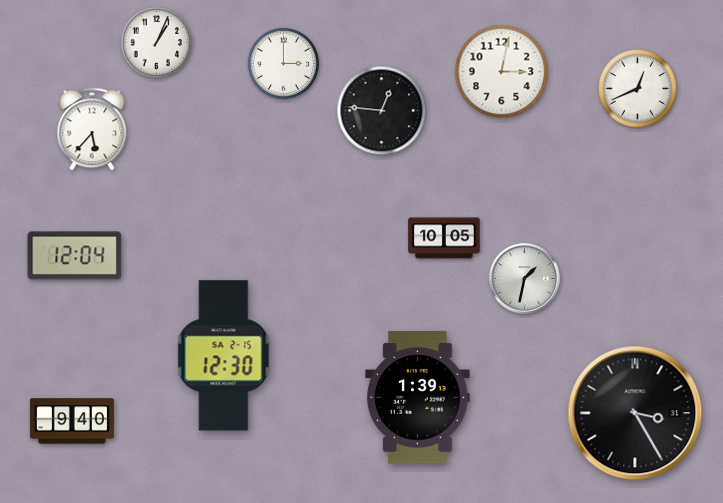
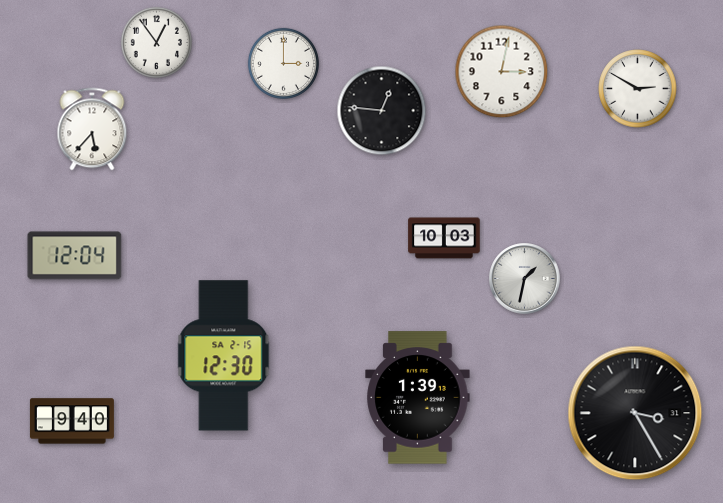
clock at (156, 42): 1:04 -> 12:54
clock at (638, 89): 12:41 -> 2:50
clock at (444, 238): 10:05 -> 10:03
